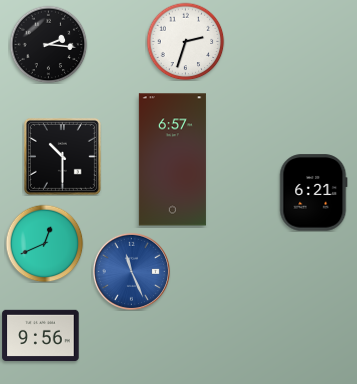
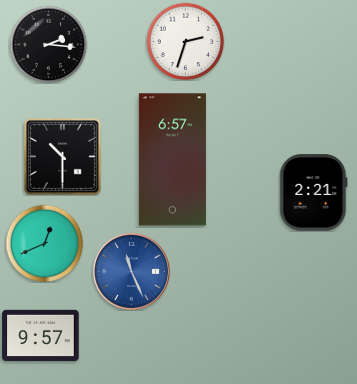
clock at (314, 193): 6:21 -> 2:21
clock at (41, 336): 9:56 -> 9:57
